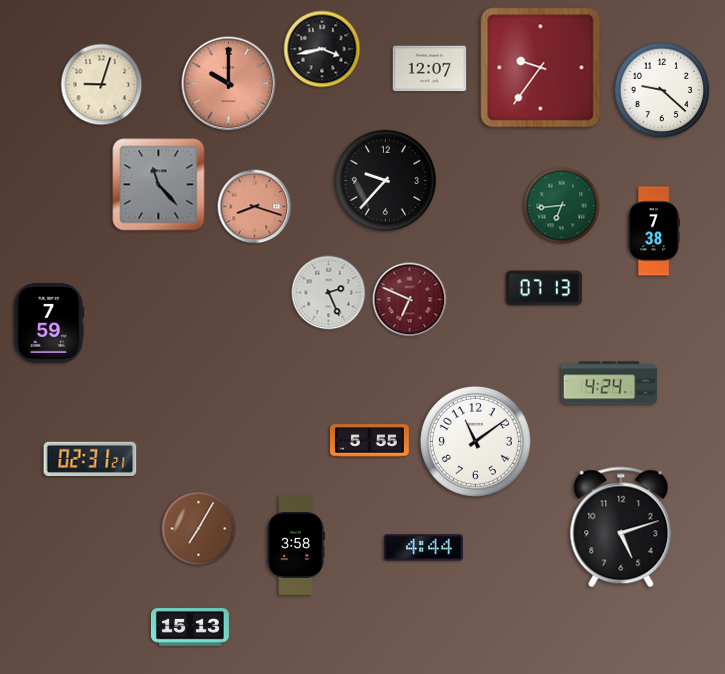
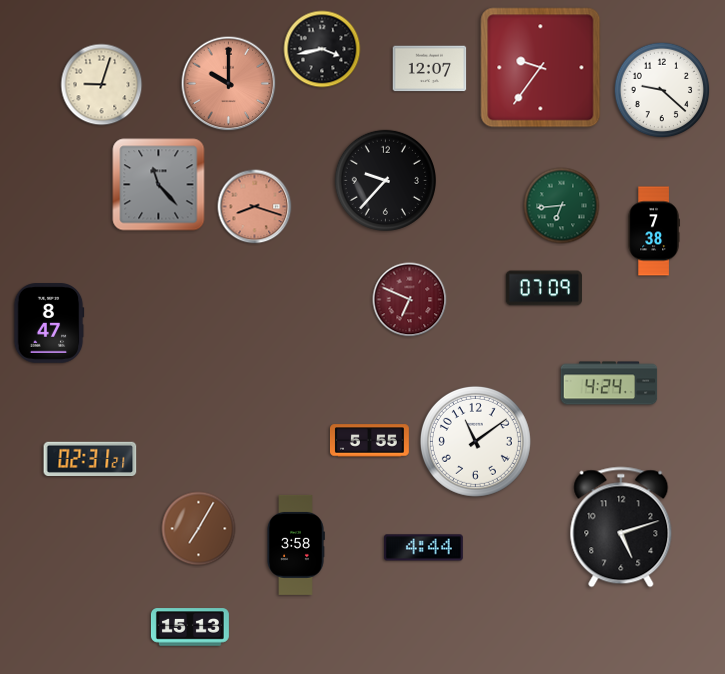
clock at (544, 288): 07:13 -> 07:09
clock at (329, 293): 2:26 -> none
clock at (49, 323): 7:59 -> 8:47
